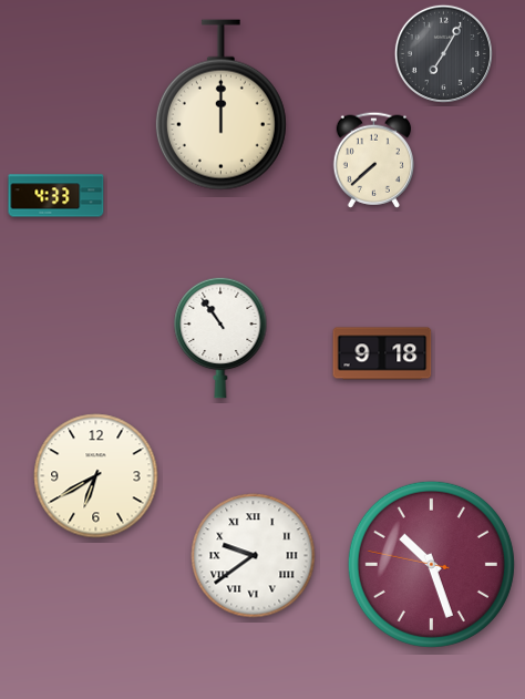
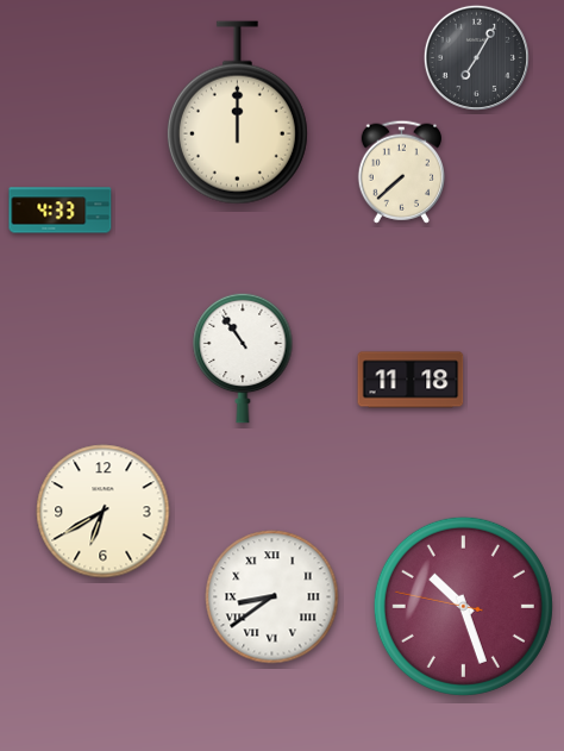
clock at (220, 338) position: (220, 338) -> (243, 358)
clock at (382, 353): 9:18 -> 11:18
clock at (254, 556): 9:39 -> 8:39
